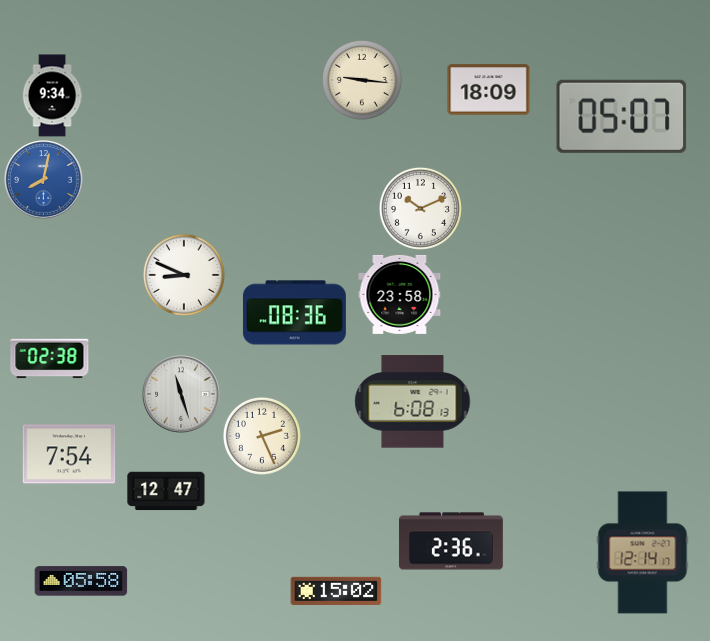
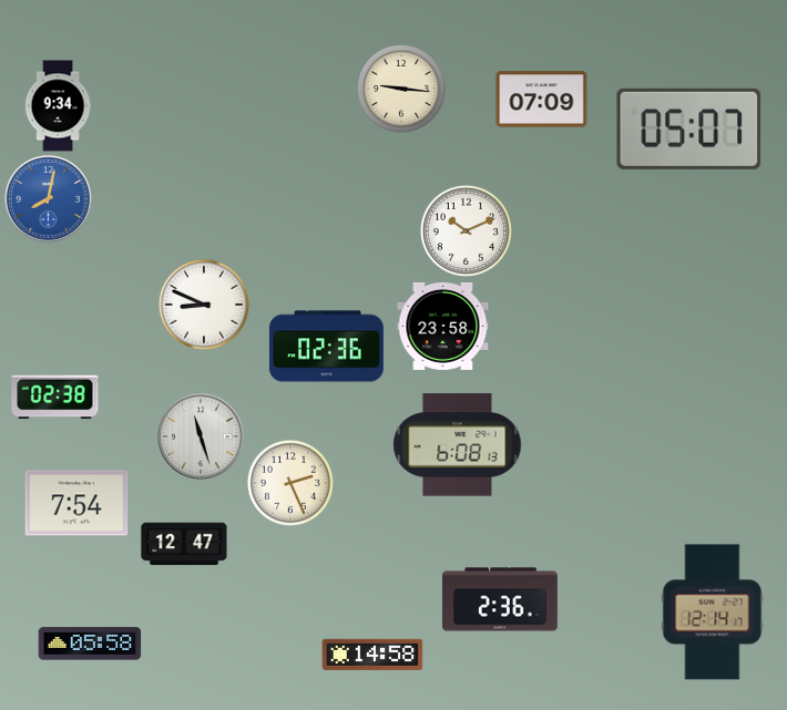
clock at (489, 90): 18:09 -> 07:09
clock at (294, 313): 08:36 -> 02:36
clock at (336, 591): 15:02 -> 14:58
